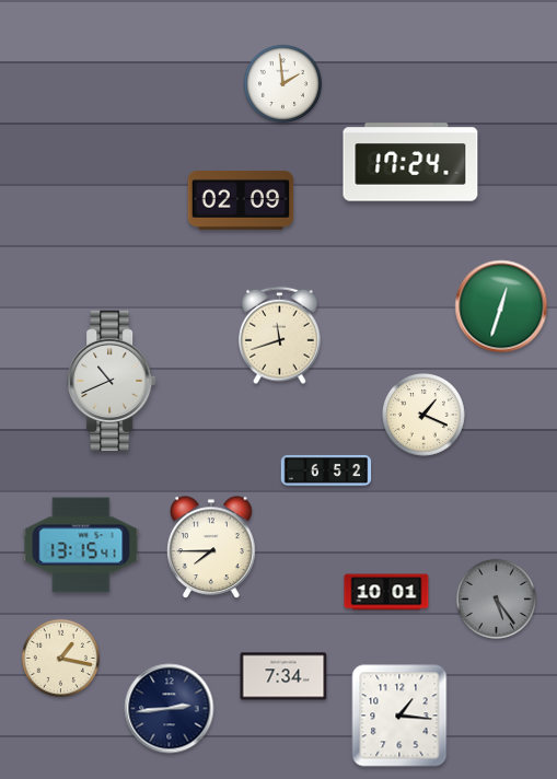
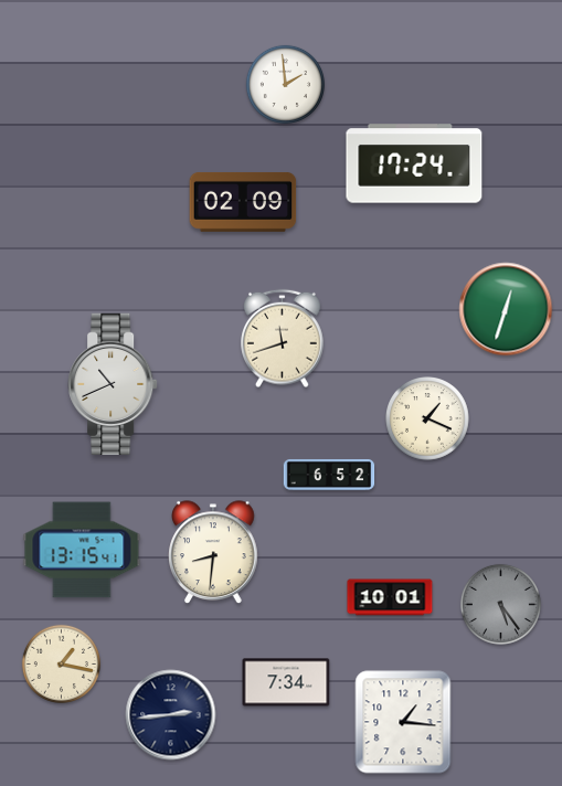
clock at (211, 547): 7:45 -> 8:31
